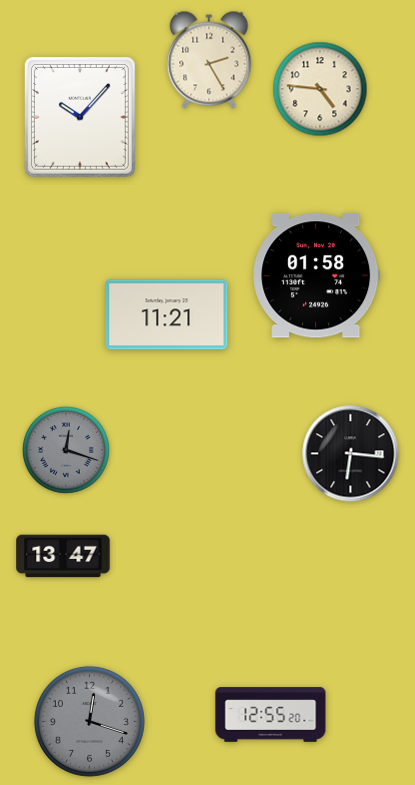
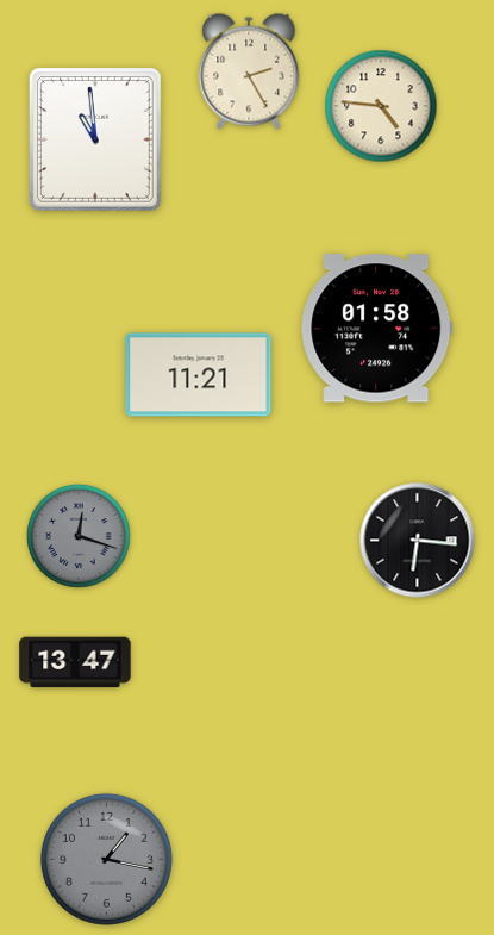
clock at (80, 117): 10:07 -> 10:59
clock at (271, 715): 12:55 -> none
clock at (89, 721): 12:18 -> 1:17
